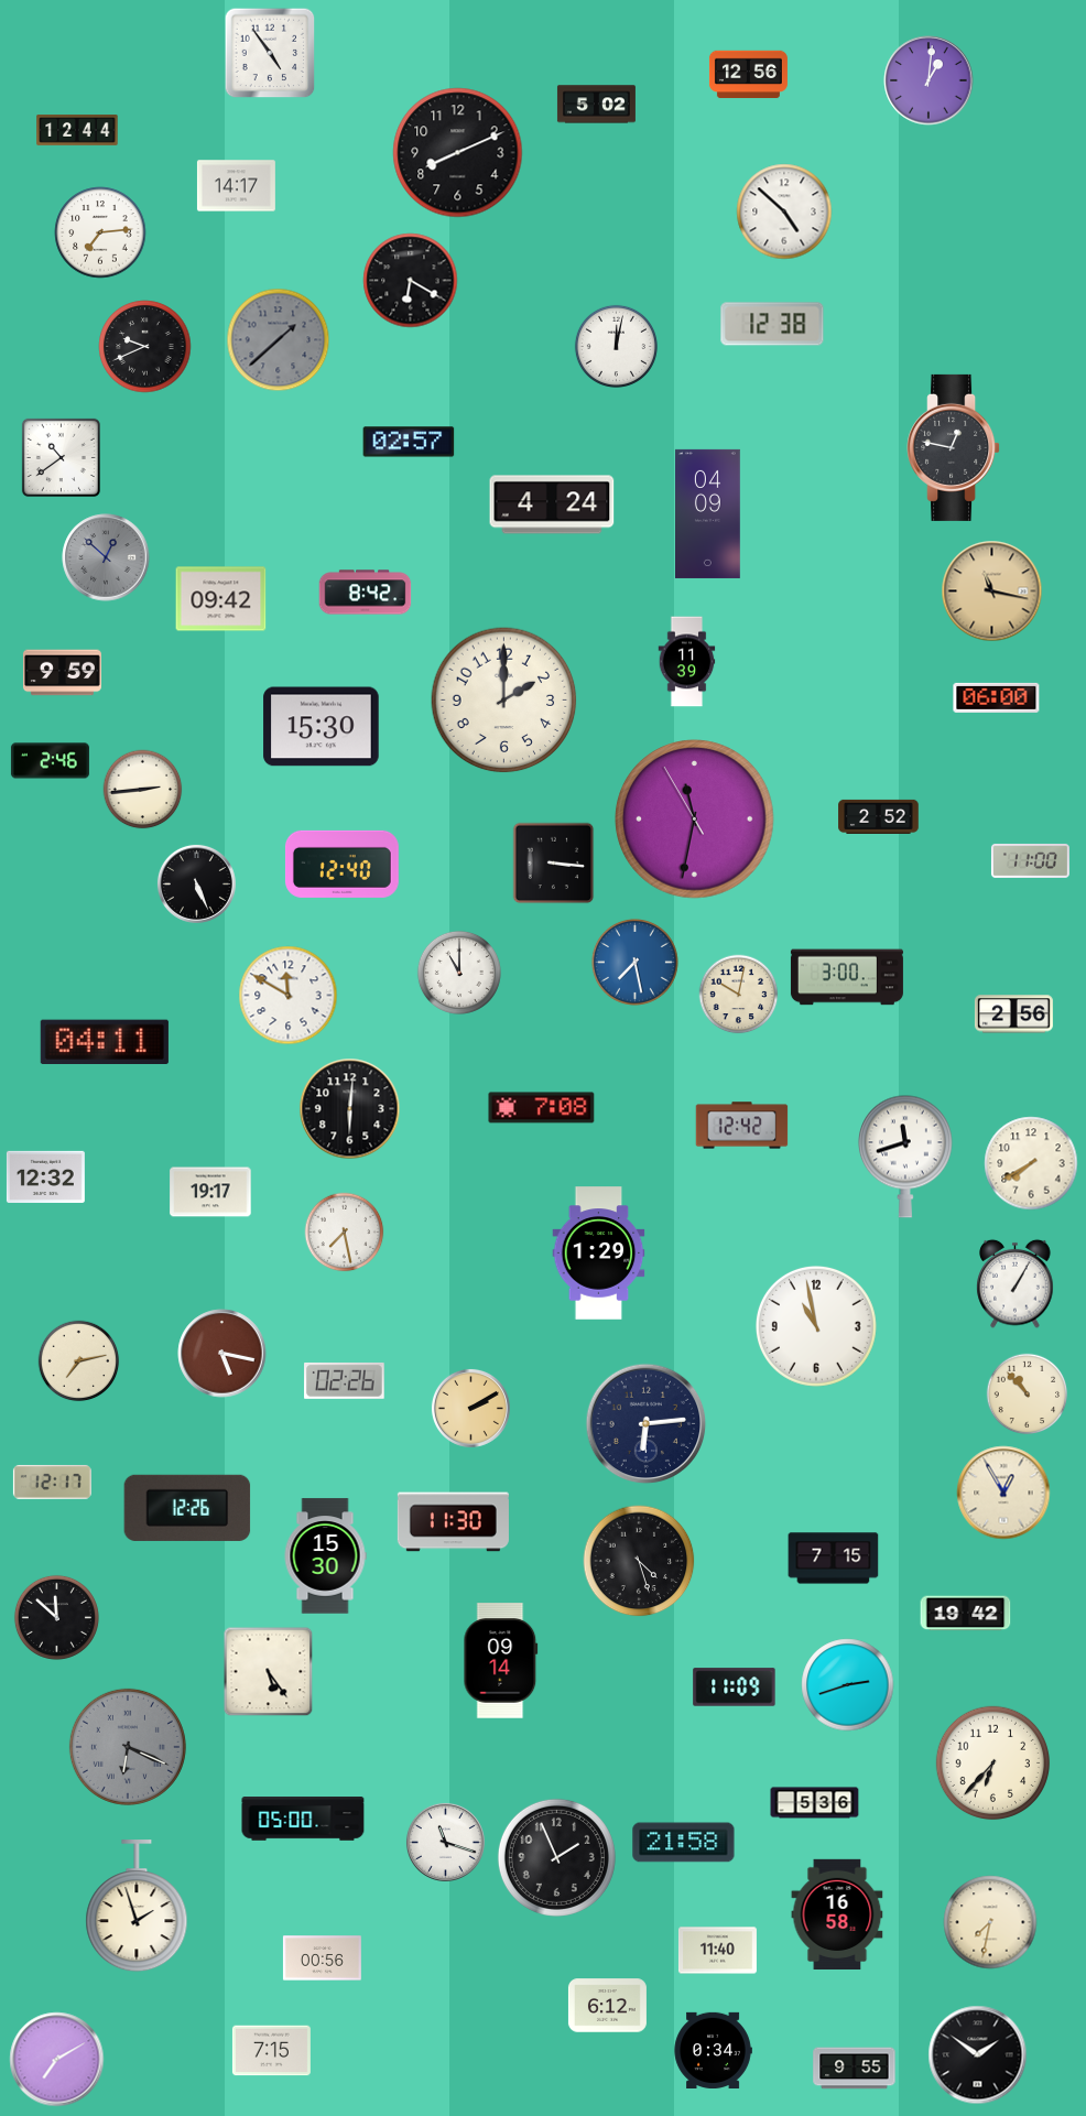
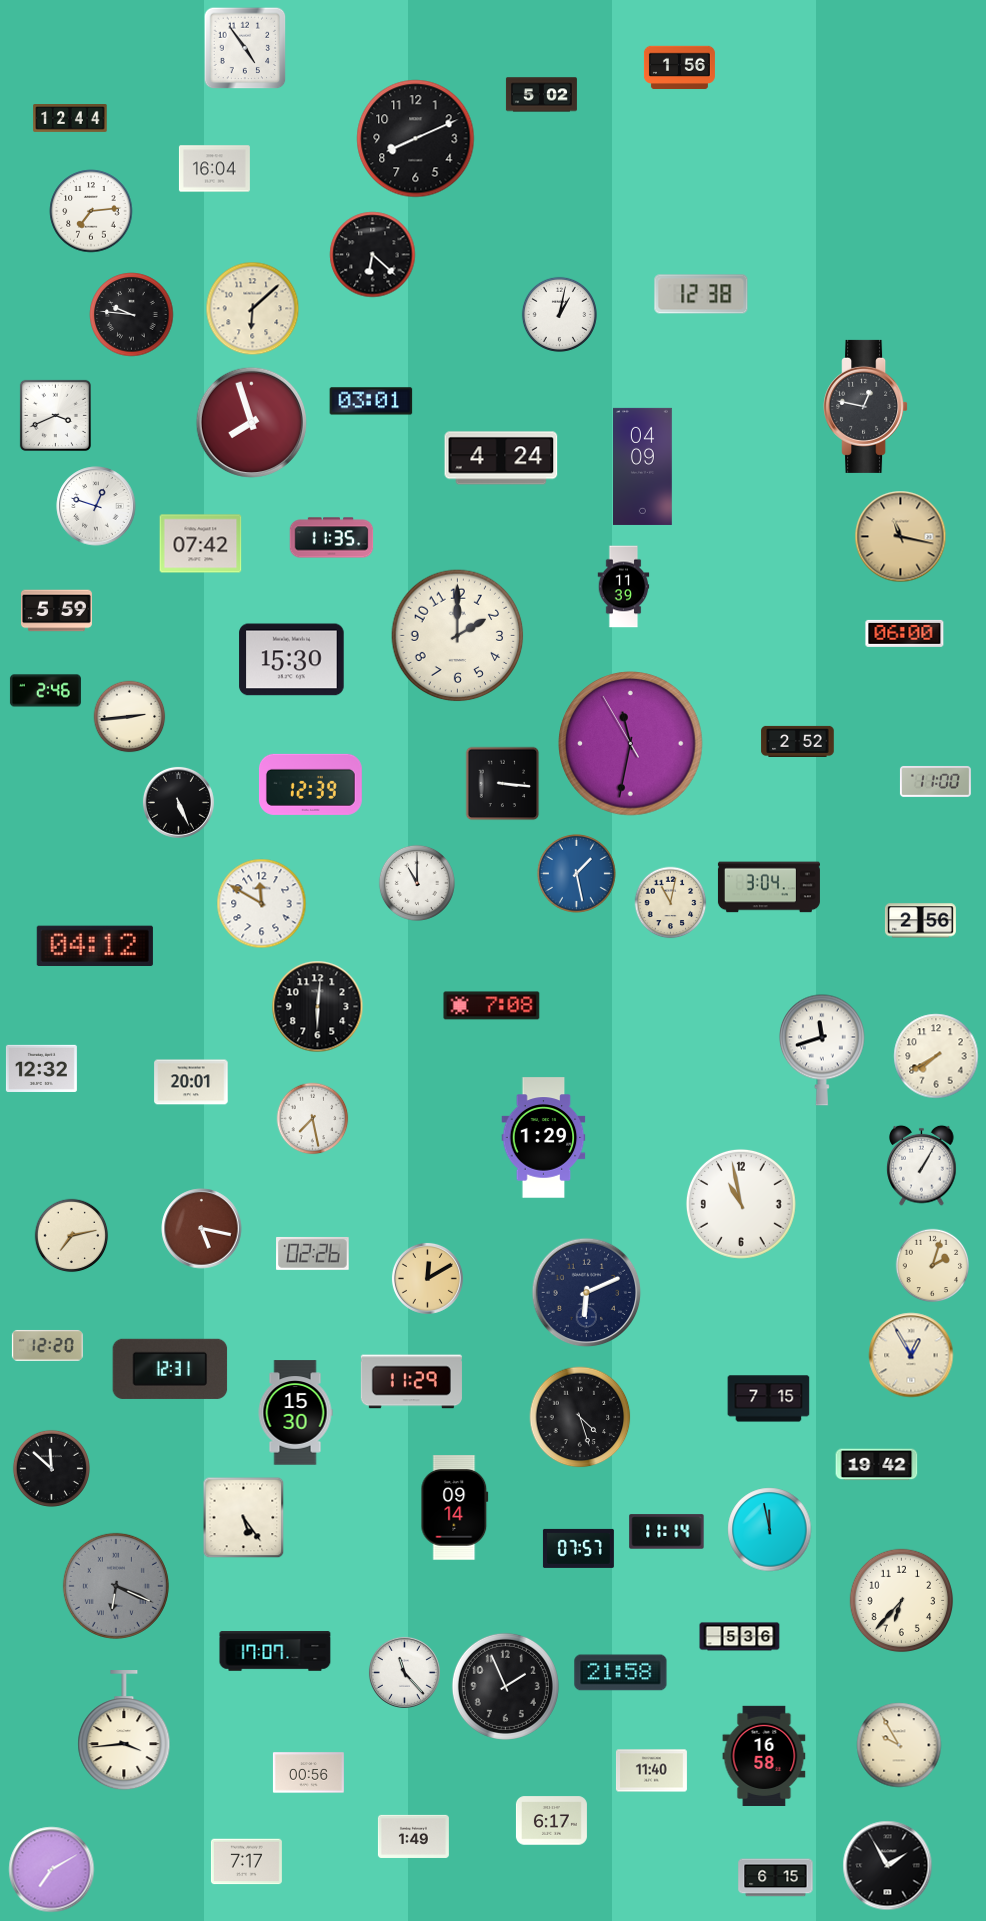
clock at (748, 75): 12:56 -> 1:56
clock at (928, 80): 1:01 -> none
clock at (236, 186): 14:17 -> 16:04
clock at (784, 211): 4:52 -> none
clock at (411, 281): 6:20 -> 6:22
clock at (279, 340): 1:38 -> 6:08
clock at (279, 340) dial: grey -> cream
clock at (616, 346): 12:02 -> 1:02
clock at (145, 347): 9:41 -> 9:46
clock at (409, 442): 02:57 -> 03:01
clock at (61, 457): 10:39 -> 3:41
clock at (251, 422): none -> 7:57
clock at (106, 557): 12:52 -> 12:48
clock at (106, 557) dial: grey -> white
clock at (366, 593): 8:42 -> 11:35
clock at (221, 599): 09:42 -> 07:42
clock at (687, 662) position: (687, 662) -> (624, 587)
clock at (62, 673): 9:59 -> 5:59
clock at (341, 864): 12:40 -> 12:39
clock at (634, 962): 7:28 -> 1:28
clock at (847, 977): 3:00 -> 3:04
clock at (739, 995): 10:02 -> 11:02
clock at (105, 1042): 04:11 -> 04:12
clock at (742, 1126): 12:42 -> none
clock at (210, 1192): 19:17 -> 20:01
clock at (1028, 1395): 10:53 -> 2:03
clock at (470, 1408): 2:10 -> 12:10
clock at (647, 1424): 6:14 -> 6:11
clock at (52, 1482): 12:17 -> 12:20
clock at (187, 1508): 12:26 -> 12:31
clock at (453, 1522): 11:30 -> 11:29
clock at (834, 1559) position: (834, 1559) -> (769, 1399)
clock at (848, 1685): 2:42 -> 11:58
clock at (735, 1688): 11:09 -> 11:14
clock at (578, 1548): none -> 07:57
clock at (303, 1819): 05:00 -> 17:07
clock at (445, 1842): 11:18 -> 11:23
clock at (137, 1907): 1:57 -> 3:44
clock at (837, 1913) position: (837, 1913) -> (764, 1755)
clock at (990, 1922): 7:32 -> 9:55
clock at (322, 1958) position: (322, 1958) -> (308, 1773)
clock at (607, 2006): 6:12 -> 6:17
clock at (413, 1836): none -> 1:49
clock at (713, 2050): 0:34 -> none
clock at (271, 2051): 7:15 -> 7:17
clock at (978, 2055): 1:51 -> 1:55
clock at (855, 2069): 9:55 -> 6:15
